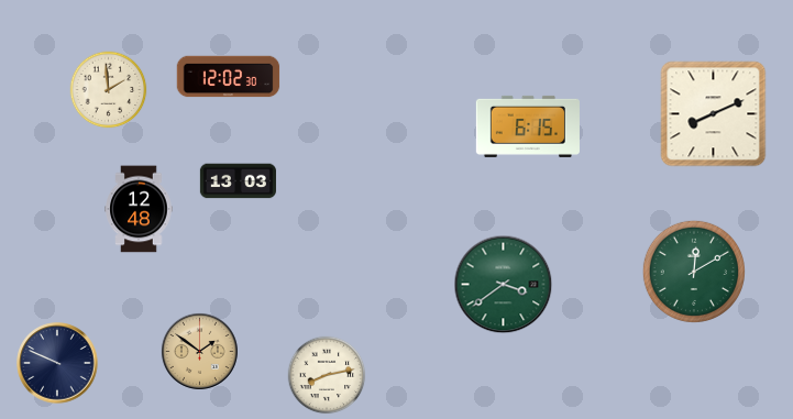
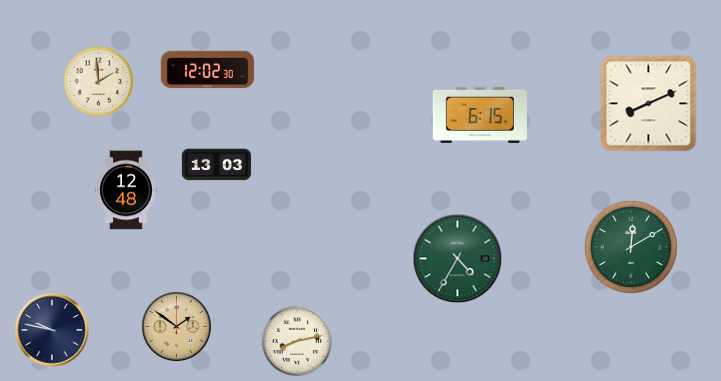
clock at (504, 285): 3:39 -> 4:35
clock at (199, 351) position: (199, 351) -> (176, 326)
clock at (57, 363): 9:49 -> 9:47
